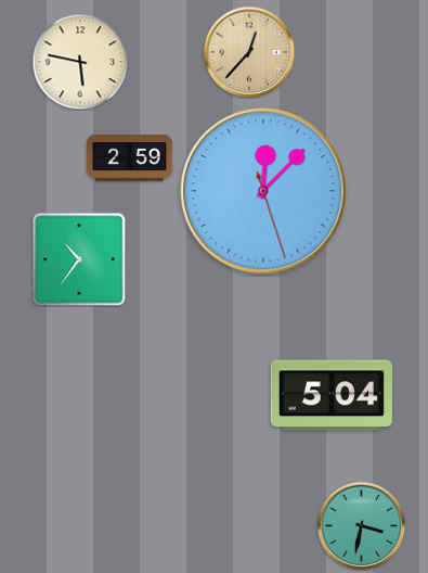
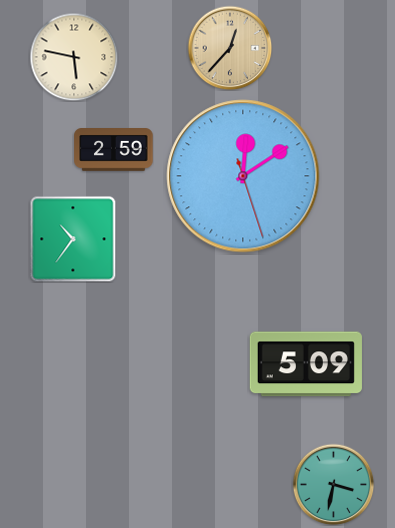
clock at (130, 158) position: (130, 158) -> (114, 150)
clock at (263, 191): 12:07 -> 12:09
clock at (332, 395): 5:04 -> 5:09
